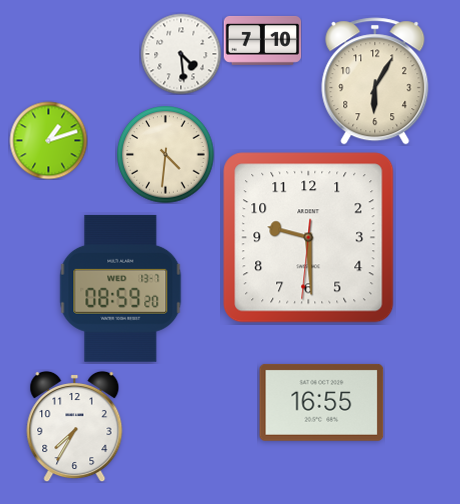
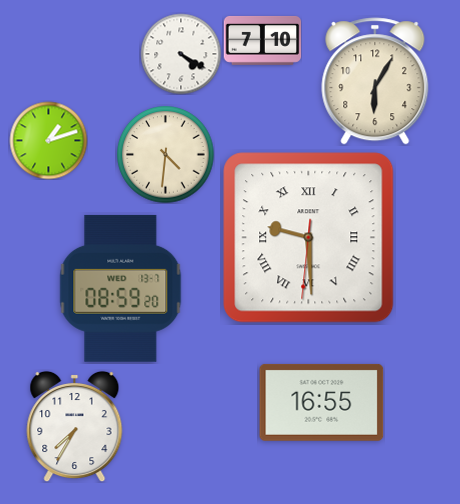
clock at (181, 54): 4:29 -> 4:20
clock at (309, 238) numerals: Arabic -> Roman
